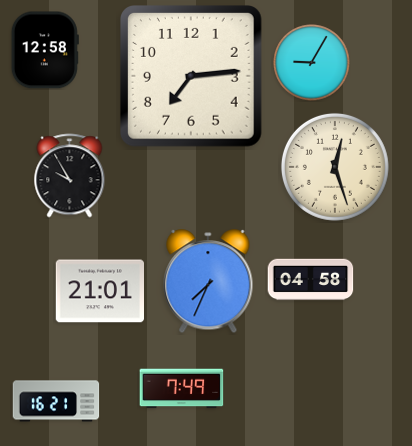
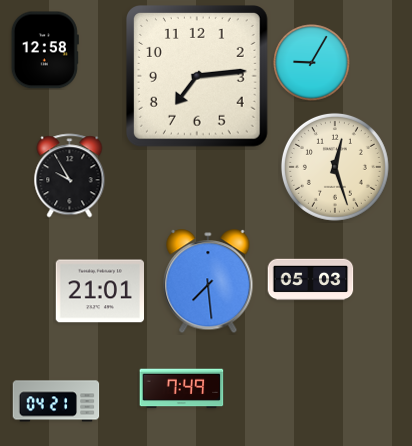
clock at (192, 77) position: (192, 77) -> (198, 77)
clock at (311, 280): 04:58 -> 05:03
clock at (208, 282): 7:34 -> 7:29
clock at (56, 401): 16:21 -> 04:21
